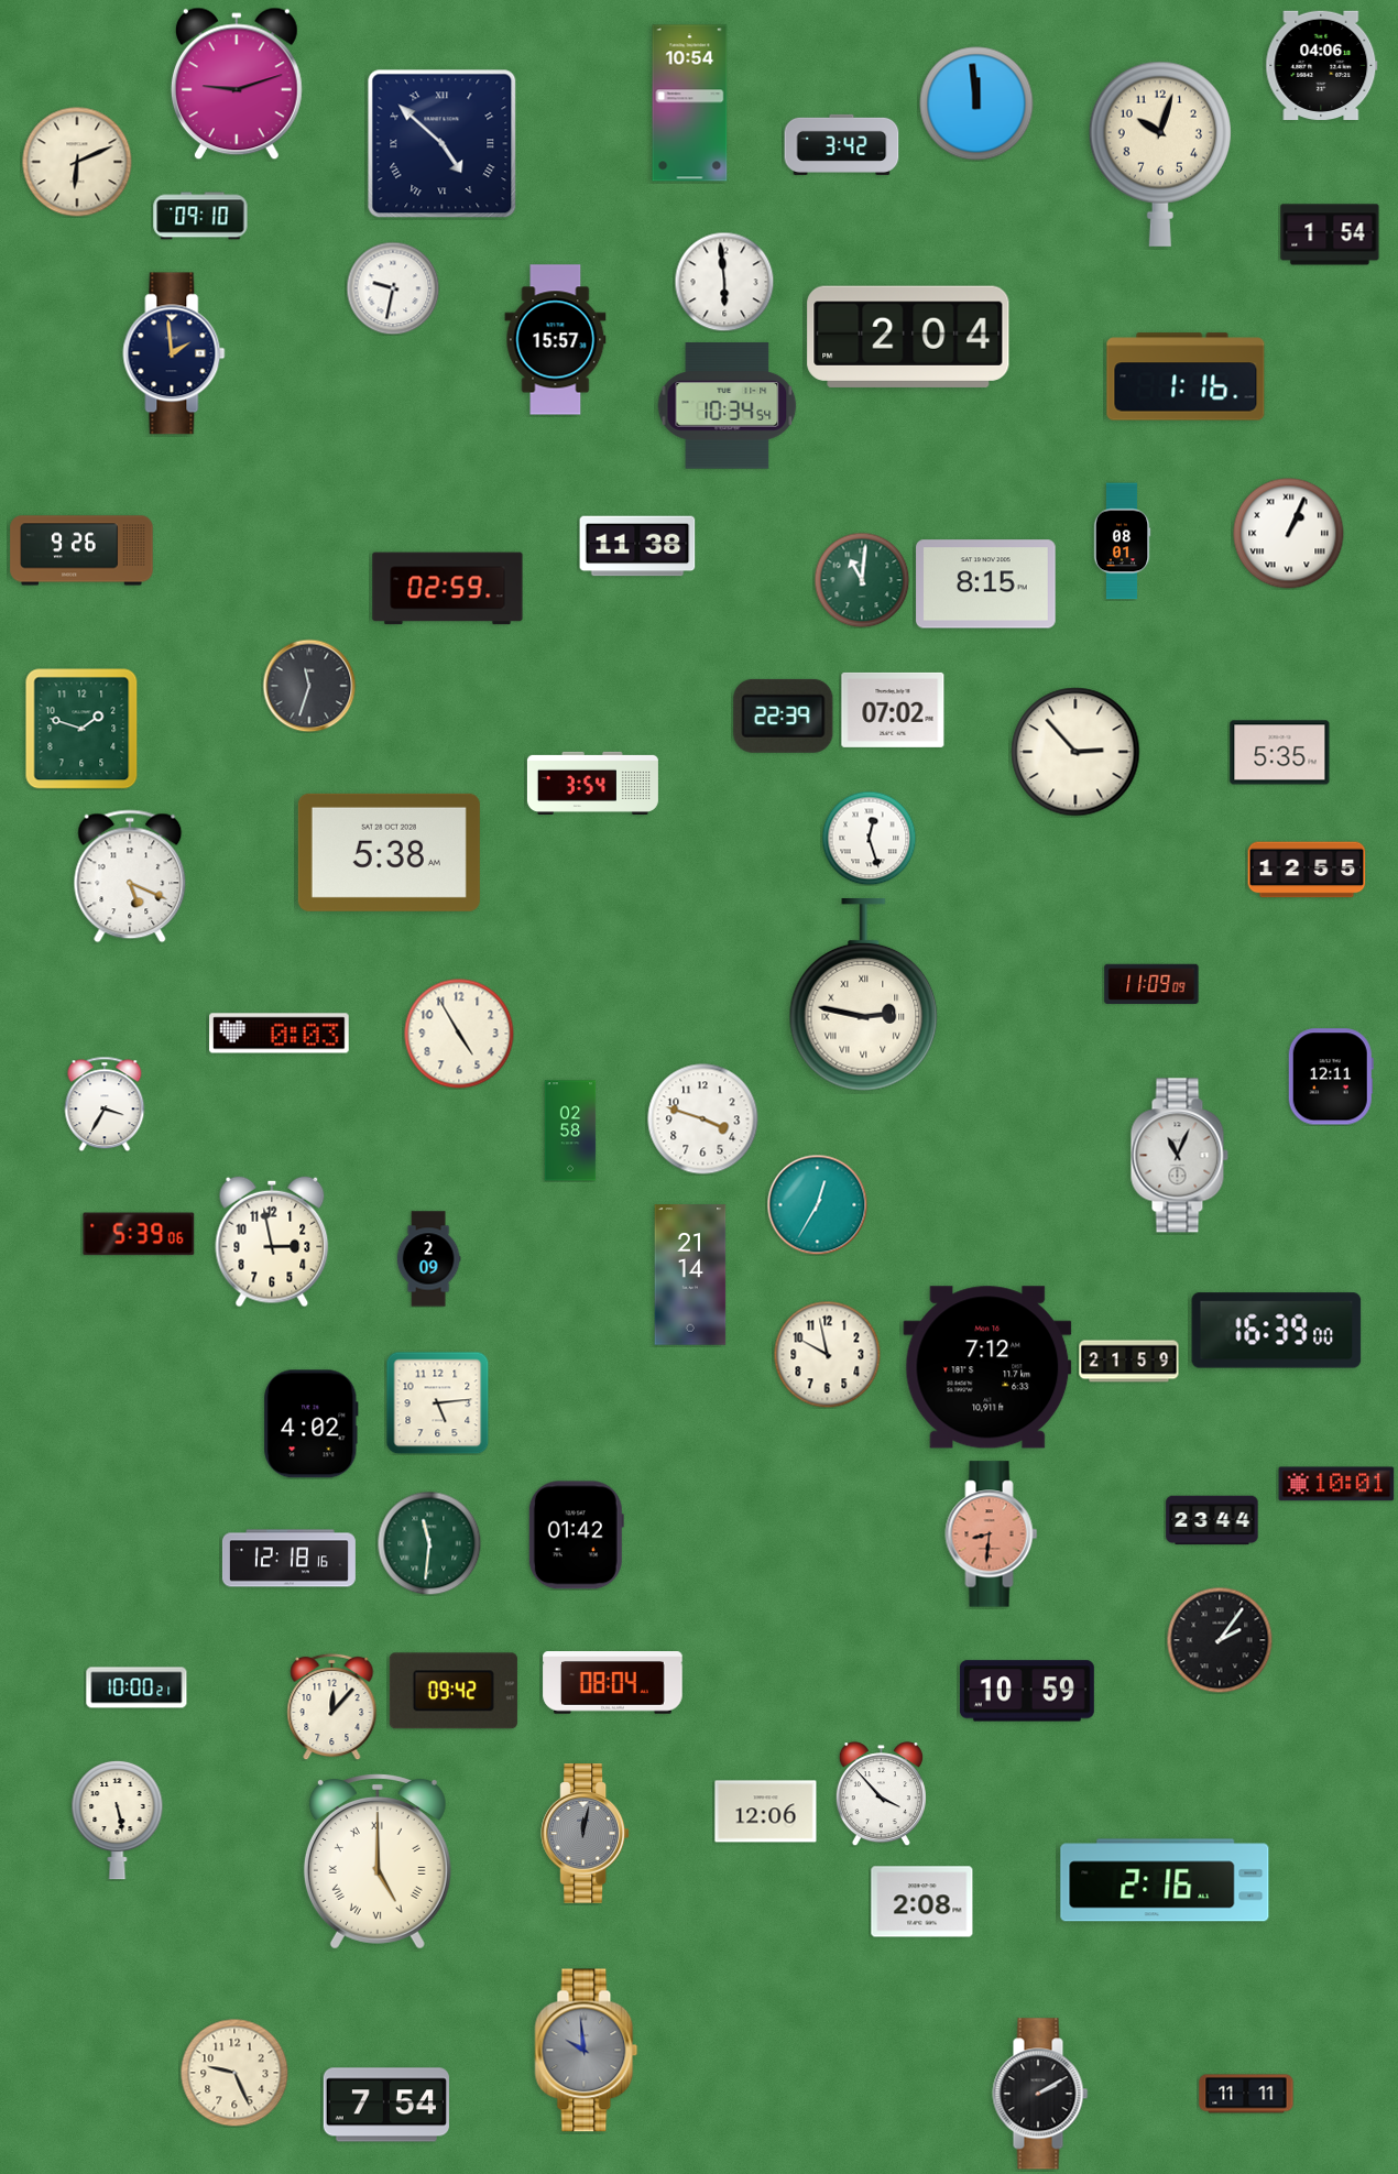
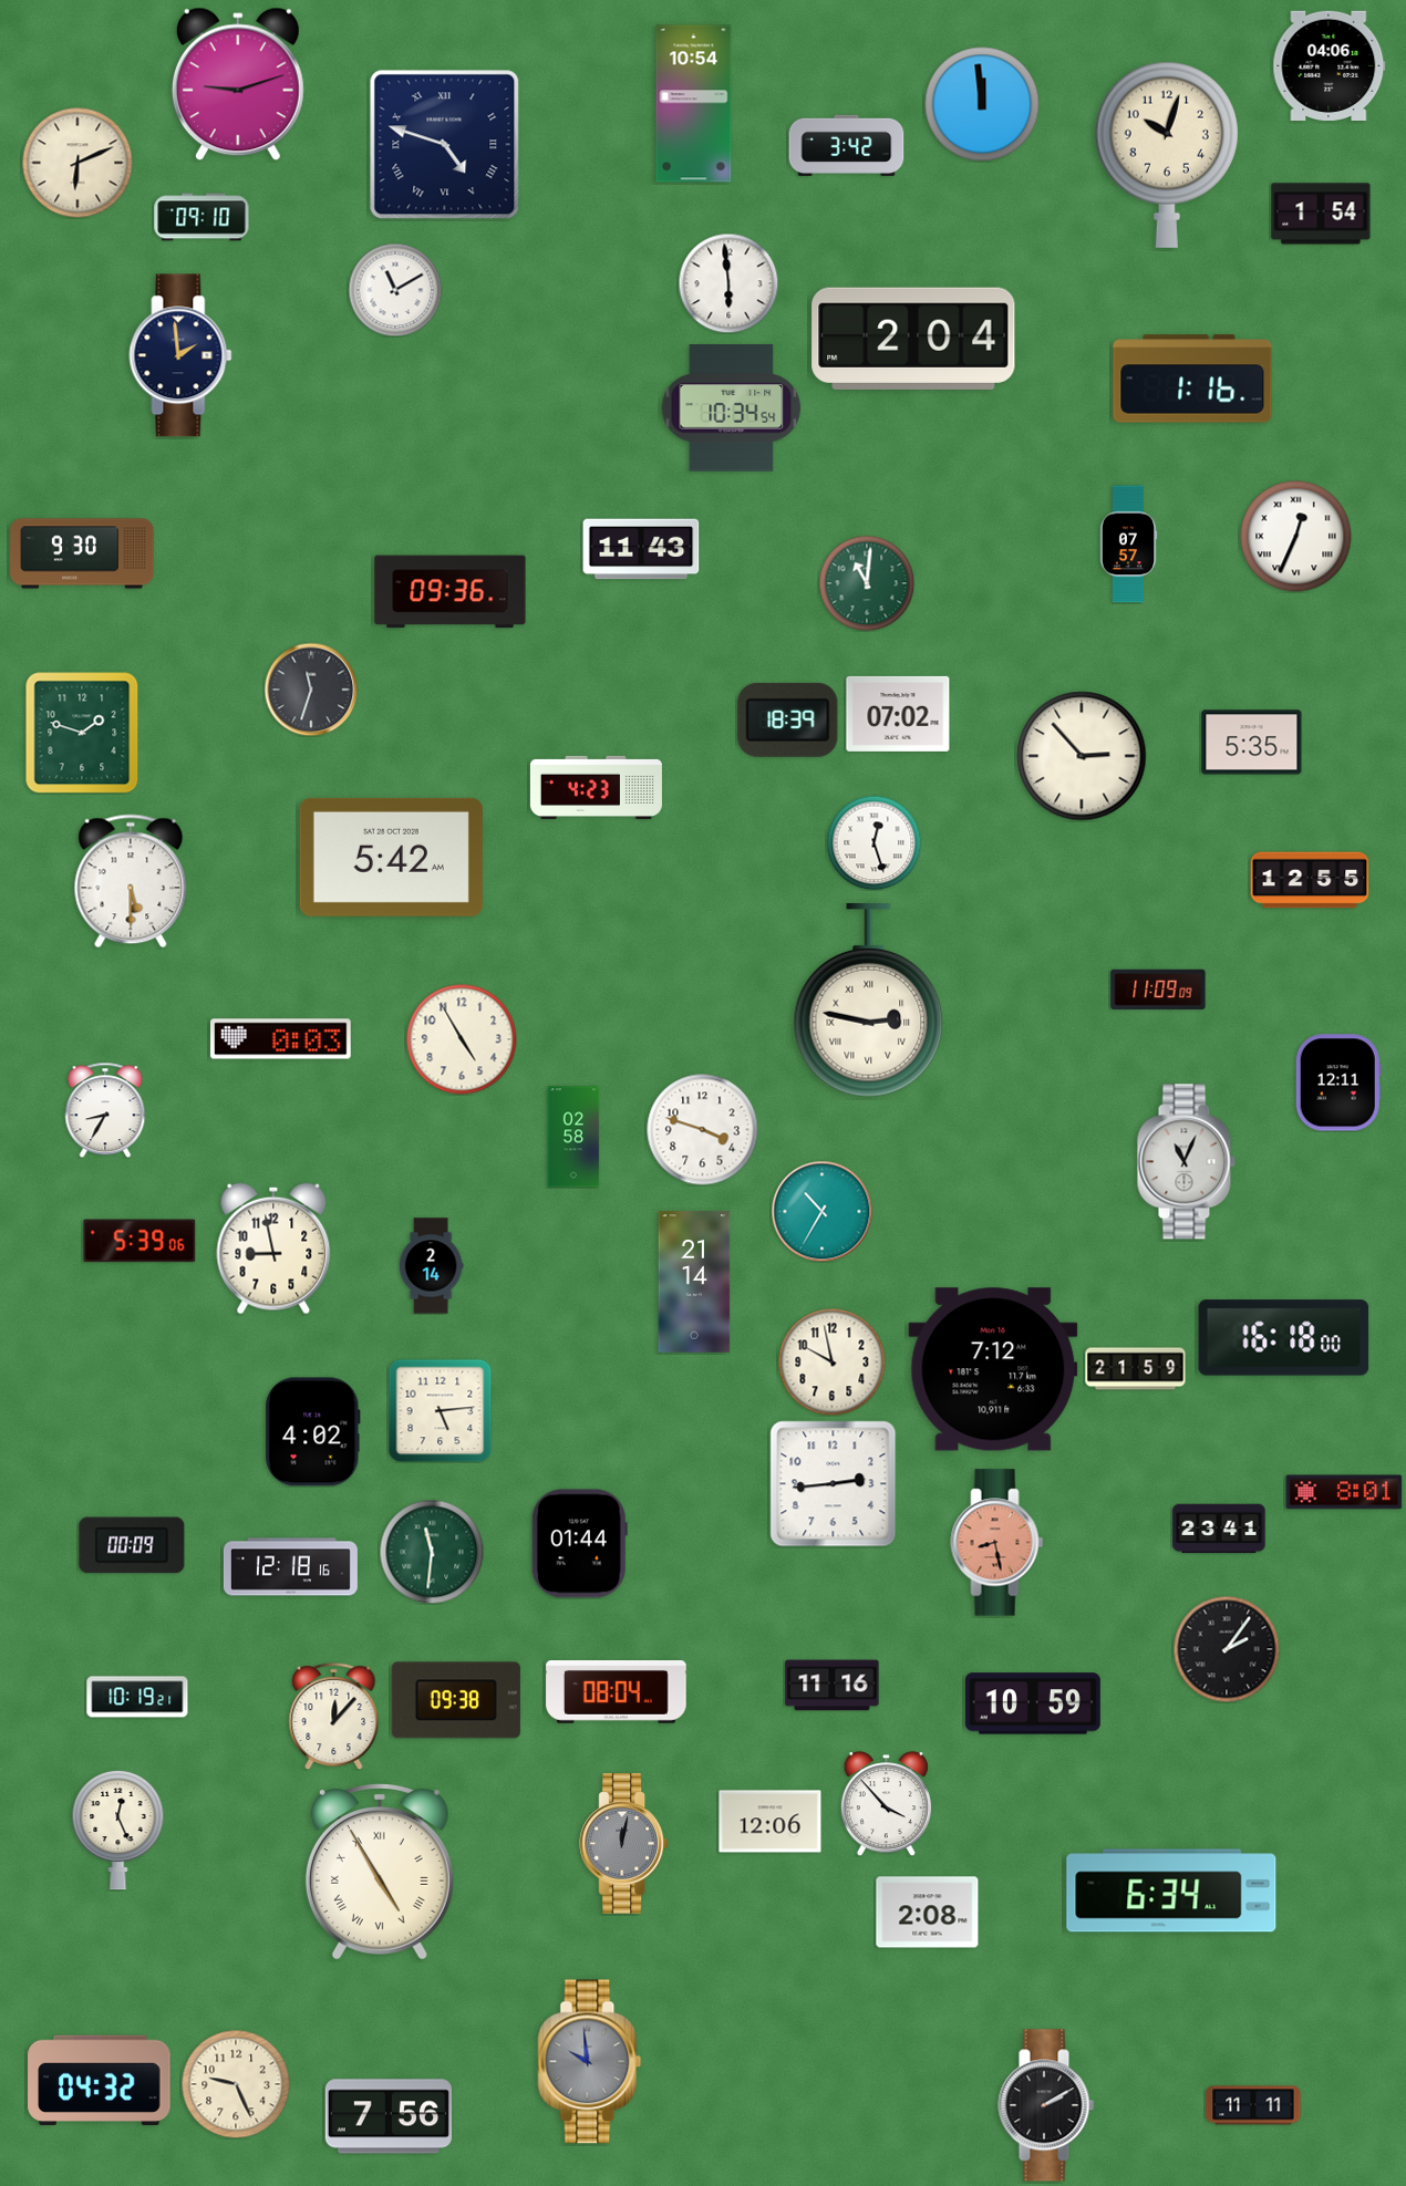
clock at (443, 144): 4:52 -> 4:48
clock at (1330, 234) position: (1330, 234) -> (1321, 214)
clock at (393, 288): 9:32 -> 11:10
clock at (556, 340): 15:57 -> none
clock at (174, 353) position: (174, 353) -> (180, 355)
clock at (1289, 534): 1:04 -> 12:34
clock at (1122, 542): 08:01 -> 07:57
clock at (637, 546): 11:38 -> 11:43
clock at (81, 550): 9:26 -> 9:30
clock at (986, 585): 8:15 -> none
clock at (448, 589): 02:59 -> 09:36
clock at (784, 715): 22:39 -> 18:39
clock at (1280, 753) position: (1280, 753) -> (1252, 743)
clock at (592, 783): 3:54 -> 4:23
clock at (389, 852): 5:38 -> 5:42
clock at (1307, 870) position: (1307, 870) -> (1310, 880)
clock at (130, 876): 5:19 -> 5:30
clock at (105, 1104): 3:35 -> 8:35
clock at (703, 1119) position: (703, 1119) -> (703, 1130)
clock at (817, 1204): 12:35 -> 10:35
clock at (272, 1242): 2:58 -> 8:58
clock at (428, 1259): 2:09 -> 2:14
clock at (1277, 1331): 16:39 -> 16:18
clock at (987, 1367) position: (987, 1367) -> (993, 1369)
clock at (834, 1484): none -> 2:44
clock at (1336, 1484): 10:01 -> 8:01
clock at (1212, 1520): 23:44 -> 23:41
clock at (992, 1534): 8:31 -> 8:28
clock at (576, 1536): 01:42 -> 01:44
clock at (132, 1545): none -> 00:09
clock at (833, 1686): none -> 11:16
clock at (136, 1687): 10:00 -> 10:19
clock at (454, 1691): 09:42 -> 09:38
clock at (1027, 1691) position: (1027, 1691) -> (1033, 1703)
clock at (118, 1820): 5:28 -> 12:26
clock at (586, 1834) position: (586, 1834) -> (624, 1844)
clock at (378, 1862): 5:00 -> 4:55
clock at (1165, 1880): 2:16 -> 6:34
clock at (100, 2080): none -> 04:32
clock at (386, 2105): 7:54 -> 7:56
